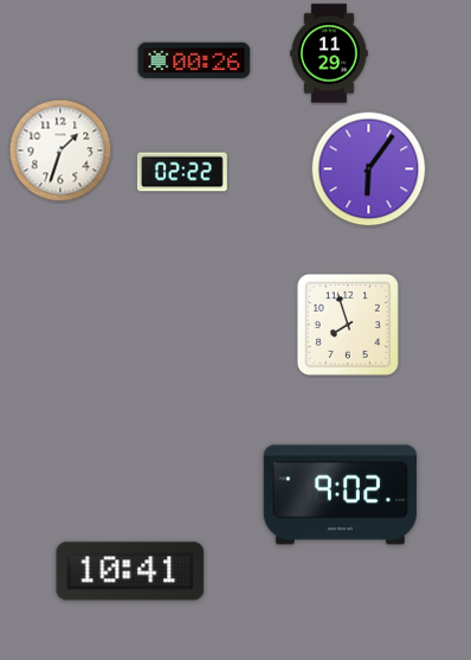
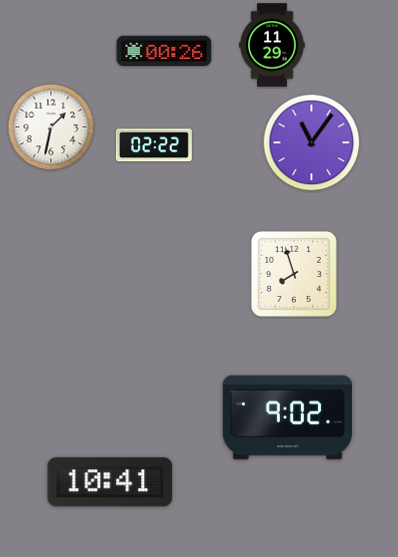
clock at (329, 53) position: (329, 53) -> (272, 45)
clock at (60, 150): 1:33 -> 1:32
clock at (369, 169): 6:06 -> 11:06
